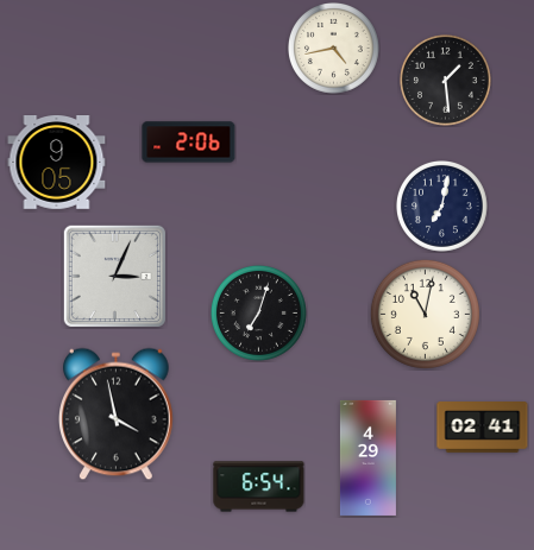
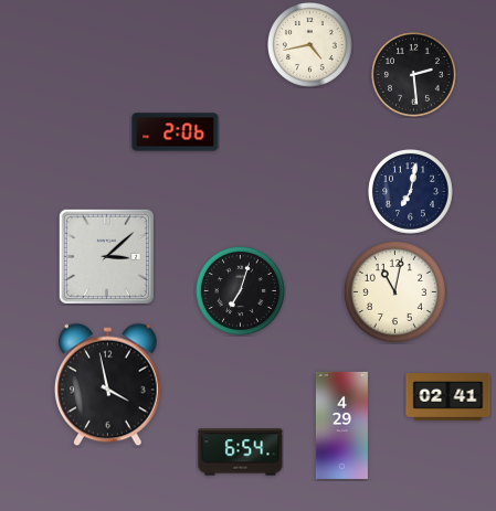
clock at (446, 81): 1:29 -> 2:29
clock at (57, 163): 9:05 -> none
clock at (114, 276): 3:04 -> 3:08
